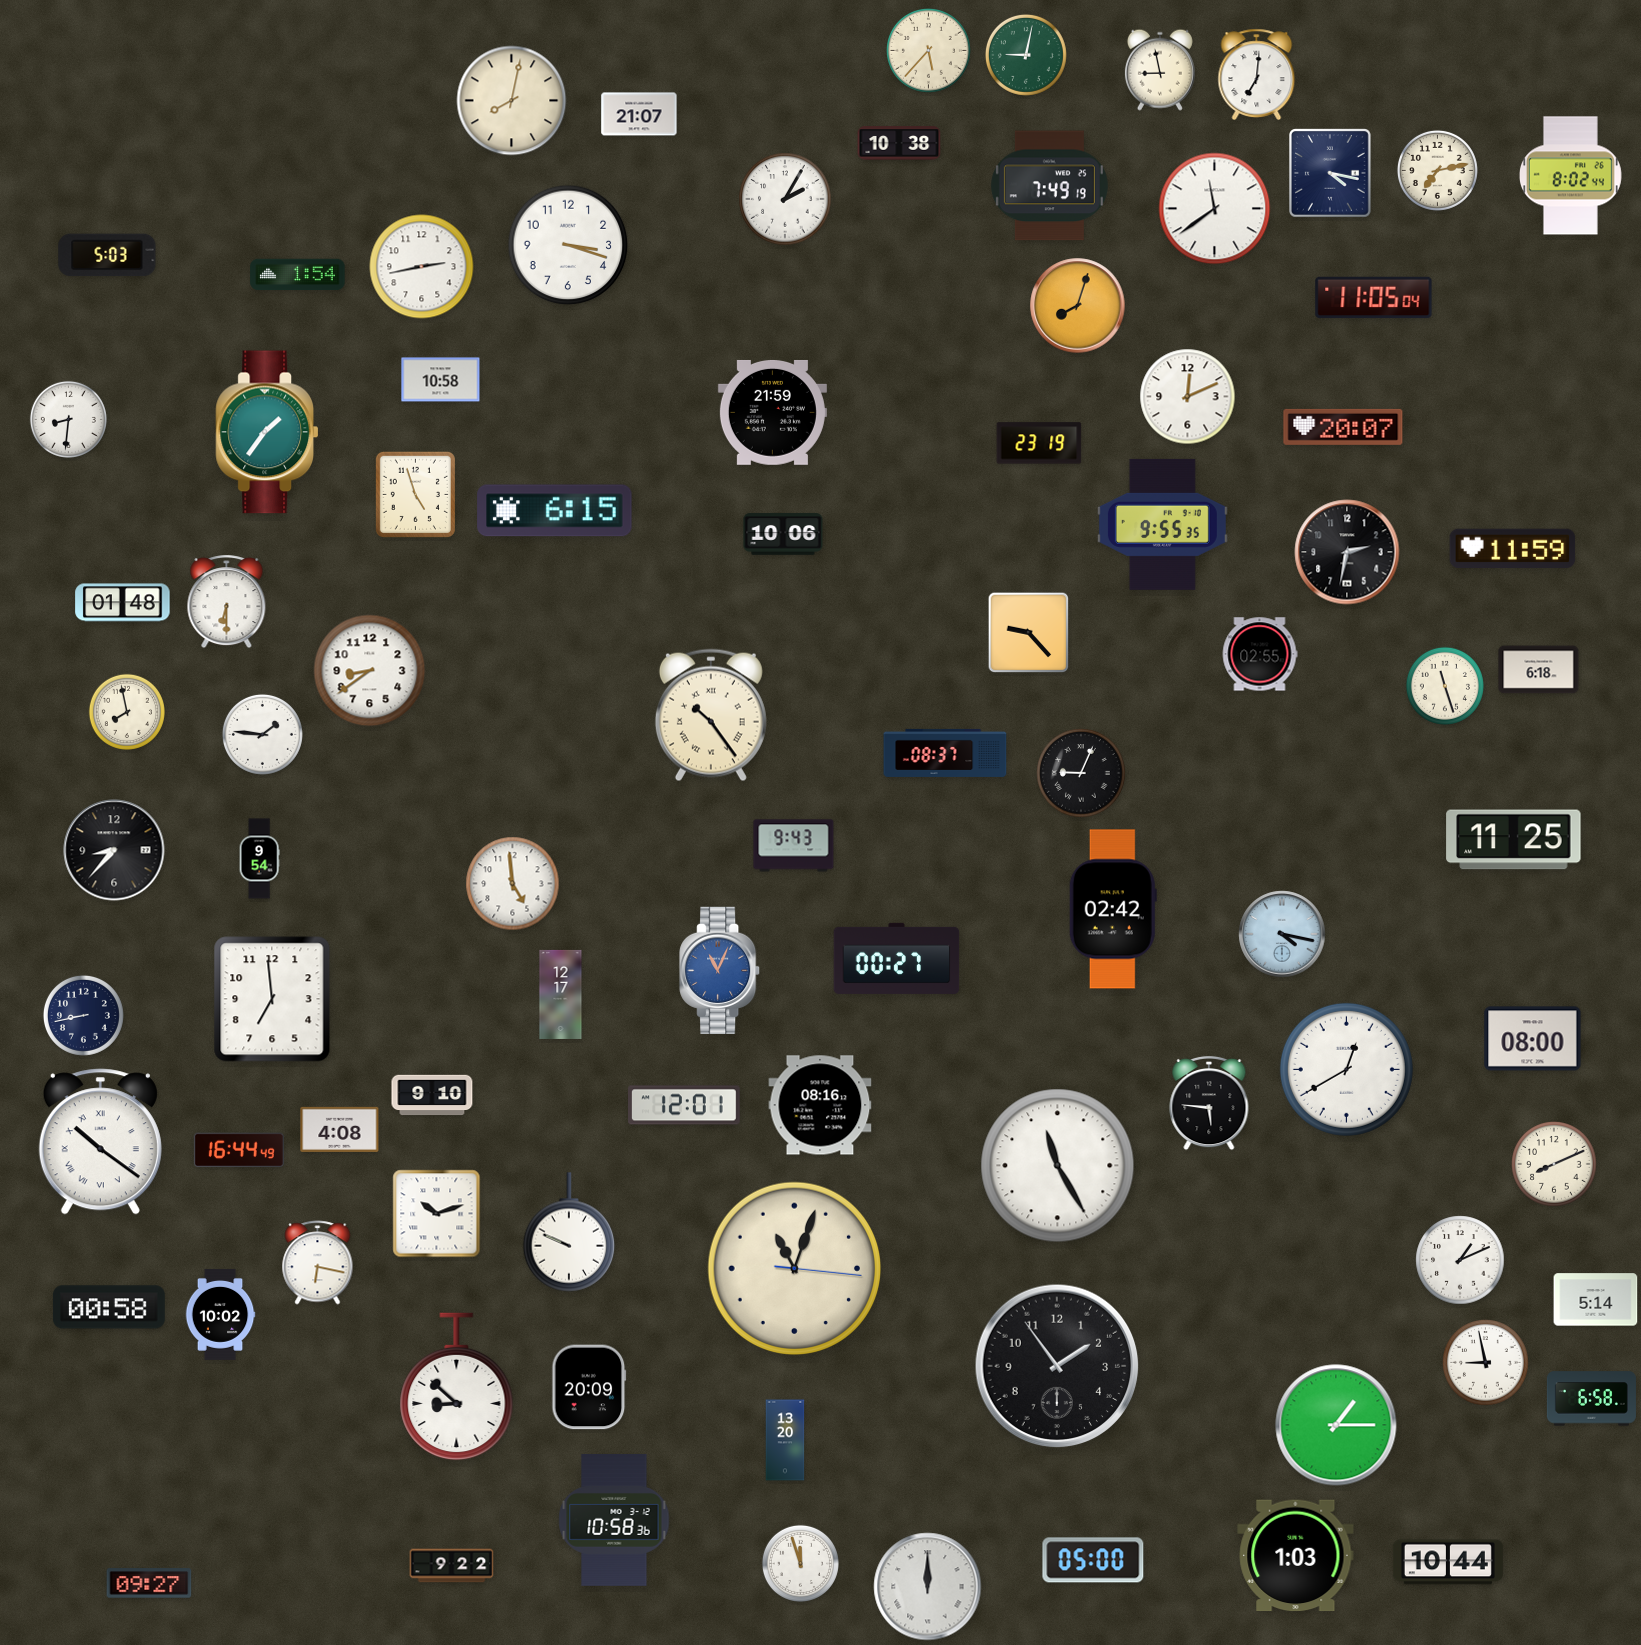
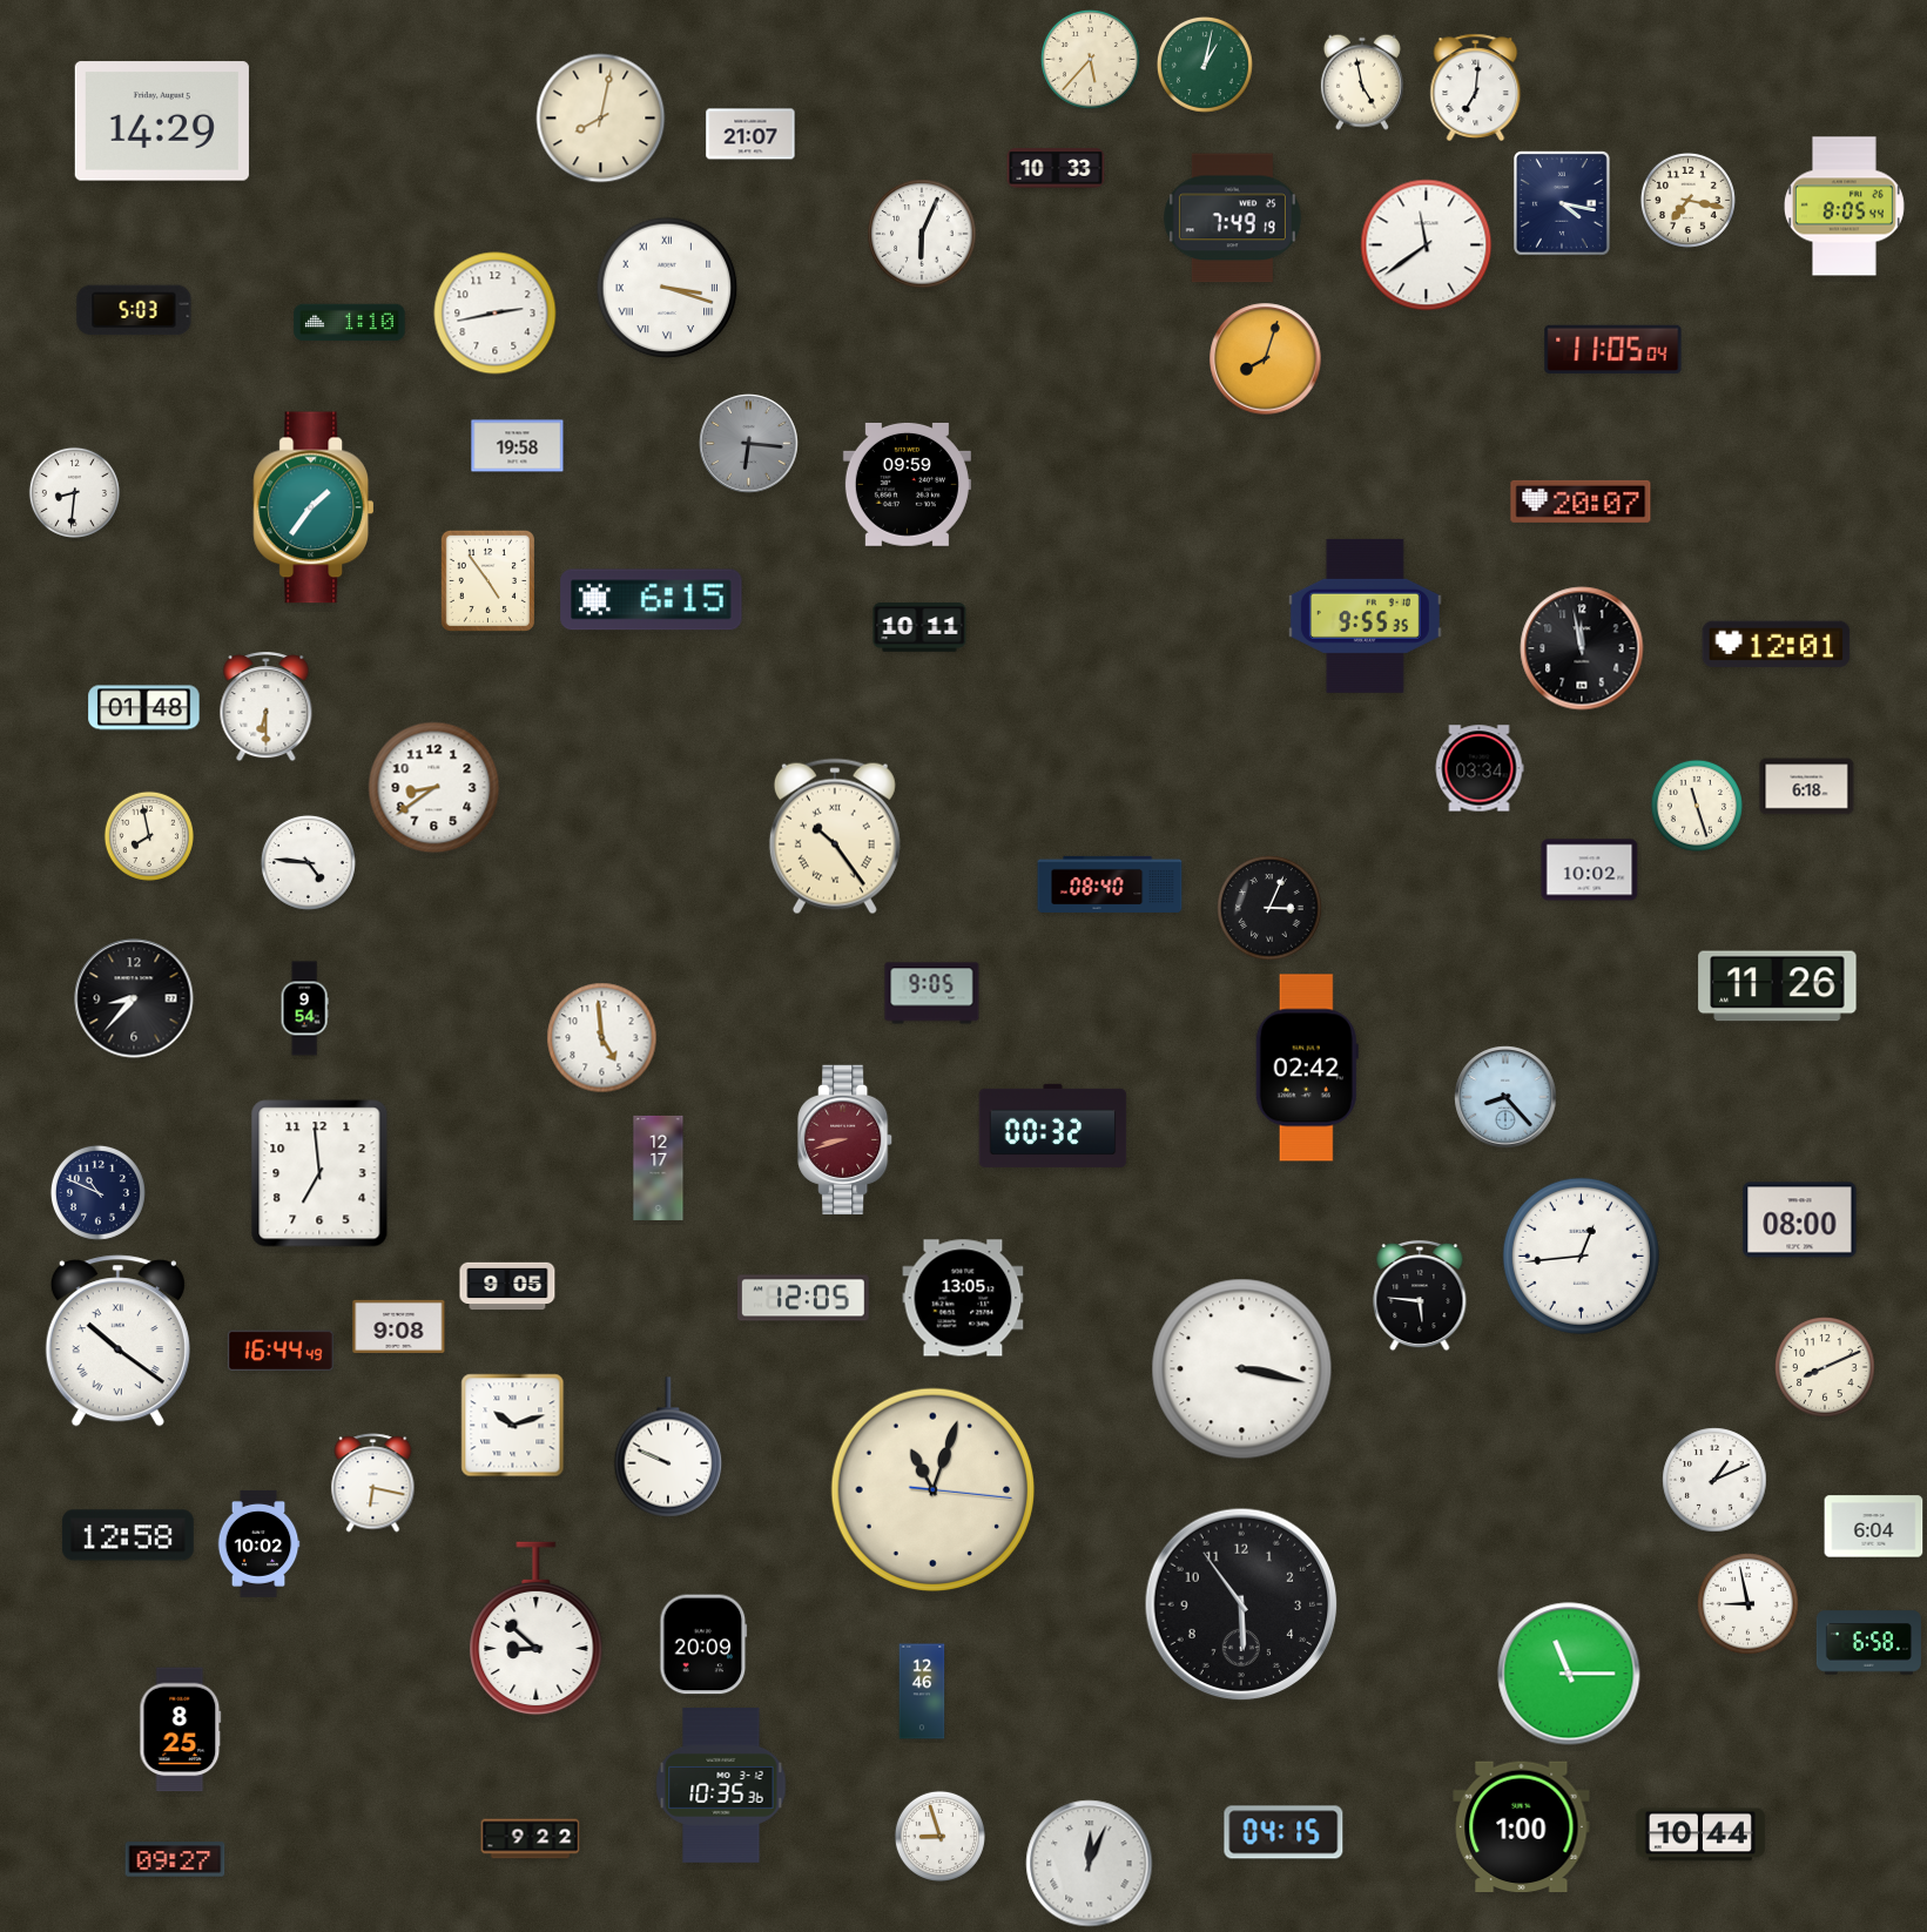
clock at (1026, 55): 9:02 -> 1:02
clock at (1160, 70): 8:58 -> 4:58
clock at (162, 121): none -> 14:29
clock at (899, 143): 10:38 -> 10:33
clock at (1437, 170): 7:13 -> 7:17
clock at (1570, 176): 8:02 -> 8:05
clock at (785, 199): 2:05 -> 6:04
clock at (568, 245) numerals: Arabic -> Roman
clock at (107, 255) position: (107, 255) -> (134, 310)
clock at (298, 275): 1:54 -> 1:10
clock at (749, 444): none -> 6:16
clock at (441, 380): 10:58 -> 19:58
clock at (1188, 397): 12:11 -> none
clock at (772, 412): 21:59 -> 09:59
clock at (68, 419) position: (68, 419) -> (74, 492)
clock at (1343, 427) position: (1343, 427) -> (1581, 501)
clock at (1039, 443): 23:19 -> none
clock at (415, 494): 4:57 -> 4:54
clock at (783, 534): 10:06 -> 10:11
clock at (1513, 548): 11:59 -> 12:01
clock at (1347, 552): 2:32 -> 11:58
clock at (1029, 633): 9:23 -> none
clock at (1260, 654): 02:55 -> 03:34
clock at (711, 715) position: (711, 715) -> (835, 836)
clock at (262, 734): 1:46 -> 4:46
clock at (1590, 870): none -> 10:02
clock at (945, 753): 08:37 -> 08:40
clock at (1081, 773): 9:04 -> 3:04
clock at (1514, 840): 11:25 -> 11:26
clock at (794, 846): 9:43 -> 9:05
clock at (1282, 934): 4:17 -> 8:23
clock at (897, 958): 00:27 -> 00:32
clock at (720, 970): 11:04 -> 8:42
clock at (720, 970) dial: blue -> burgundy
clock at (83, 1015): 8:43 -> 10:49
clock at (1346, 1069): 12:40 -> 12:44
clock at (432, 1095): 9:10 -> 9:05
clock at (685, 1105): 12:01 -> 12:05
clock at (820, 1105): 08:16 -> 13:05
clock at (340, 1129): 4:08 -> 9:08
clock at (1058, 1166): 11:25 -> 3:17
clock at (1596, 1300): 5:14 -> 6:04
clock at (109, 1307): 00:58 -> 12:58
clock at (1486, 1363) position: (1486, 1363) -> (1749, 1604)
clock at (1057, 1366): 1:54 -> 5:54
clock at (589, 1387) position: (589, 1387) -> (703, 1644)
clock at (1336, 1425): 1:15 -> 11:15
clock at (785, 1440): 13:20 -> 12:46
clock at (181, 1730): none -> 8:25
clock at (614, 1521): 10:58 -> 10:35
clock at (1296, 1556): 1:03 -> 1:00
clock at (1093, 1560): 05:00 -> 04:15
clock at (800, 1563): 11:57 -> 8:57
clock at (928, 1587): 12:00 -> 12:04
